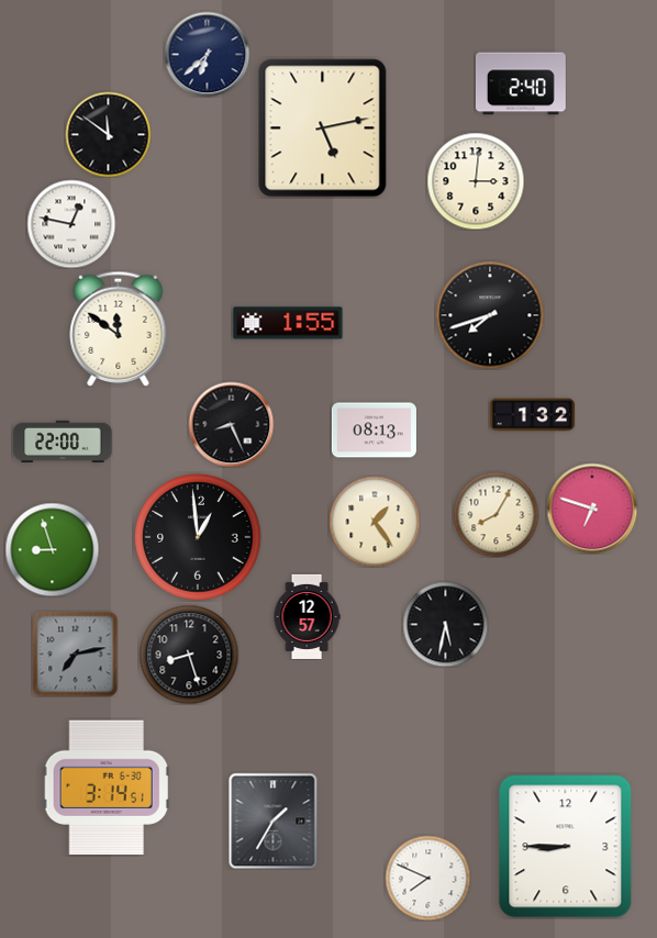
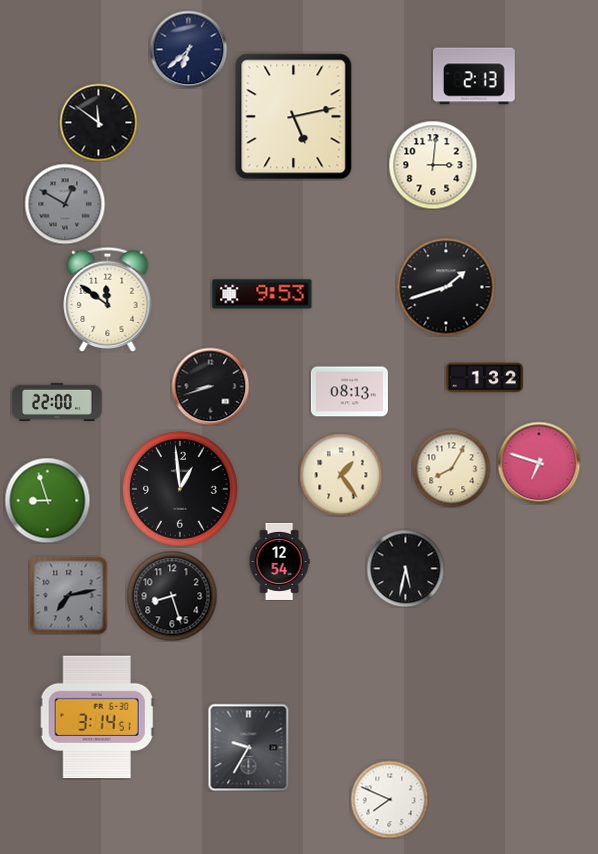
clock at (521, 83): 2:40 -> 2:13
clock at (71, 224): 12:47 -> 12:50
clock at (71, 224) dial: white -> grey
clock at (490, 315): 7:42 -> 1:42
clock at (288, 323): 1:55 -> 9:53
clock at (231, 424): 8:26 -> 8:42
clock at (374, 431) position: (374, 431) -> (349, 392)
clock at (307, 616): 12:57 -> 12:54
clock at (274, 820): 1:35 -> 9:35
clock at (566, 847): 8:45 -> none
